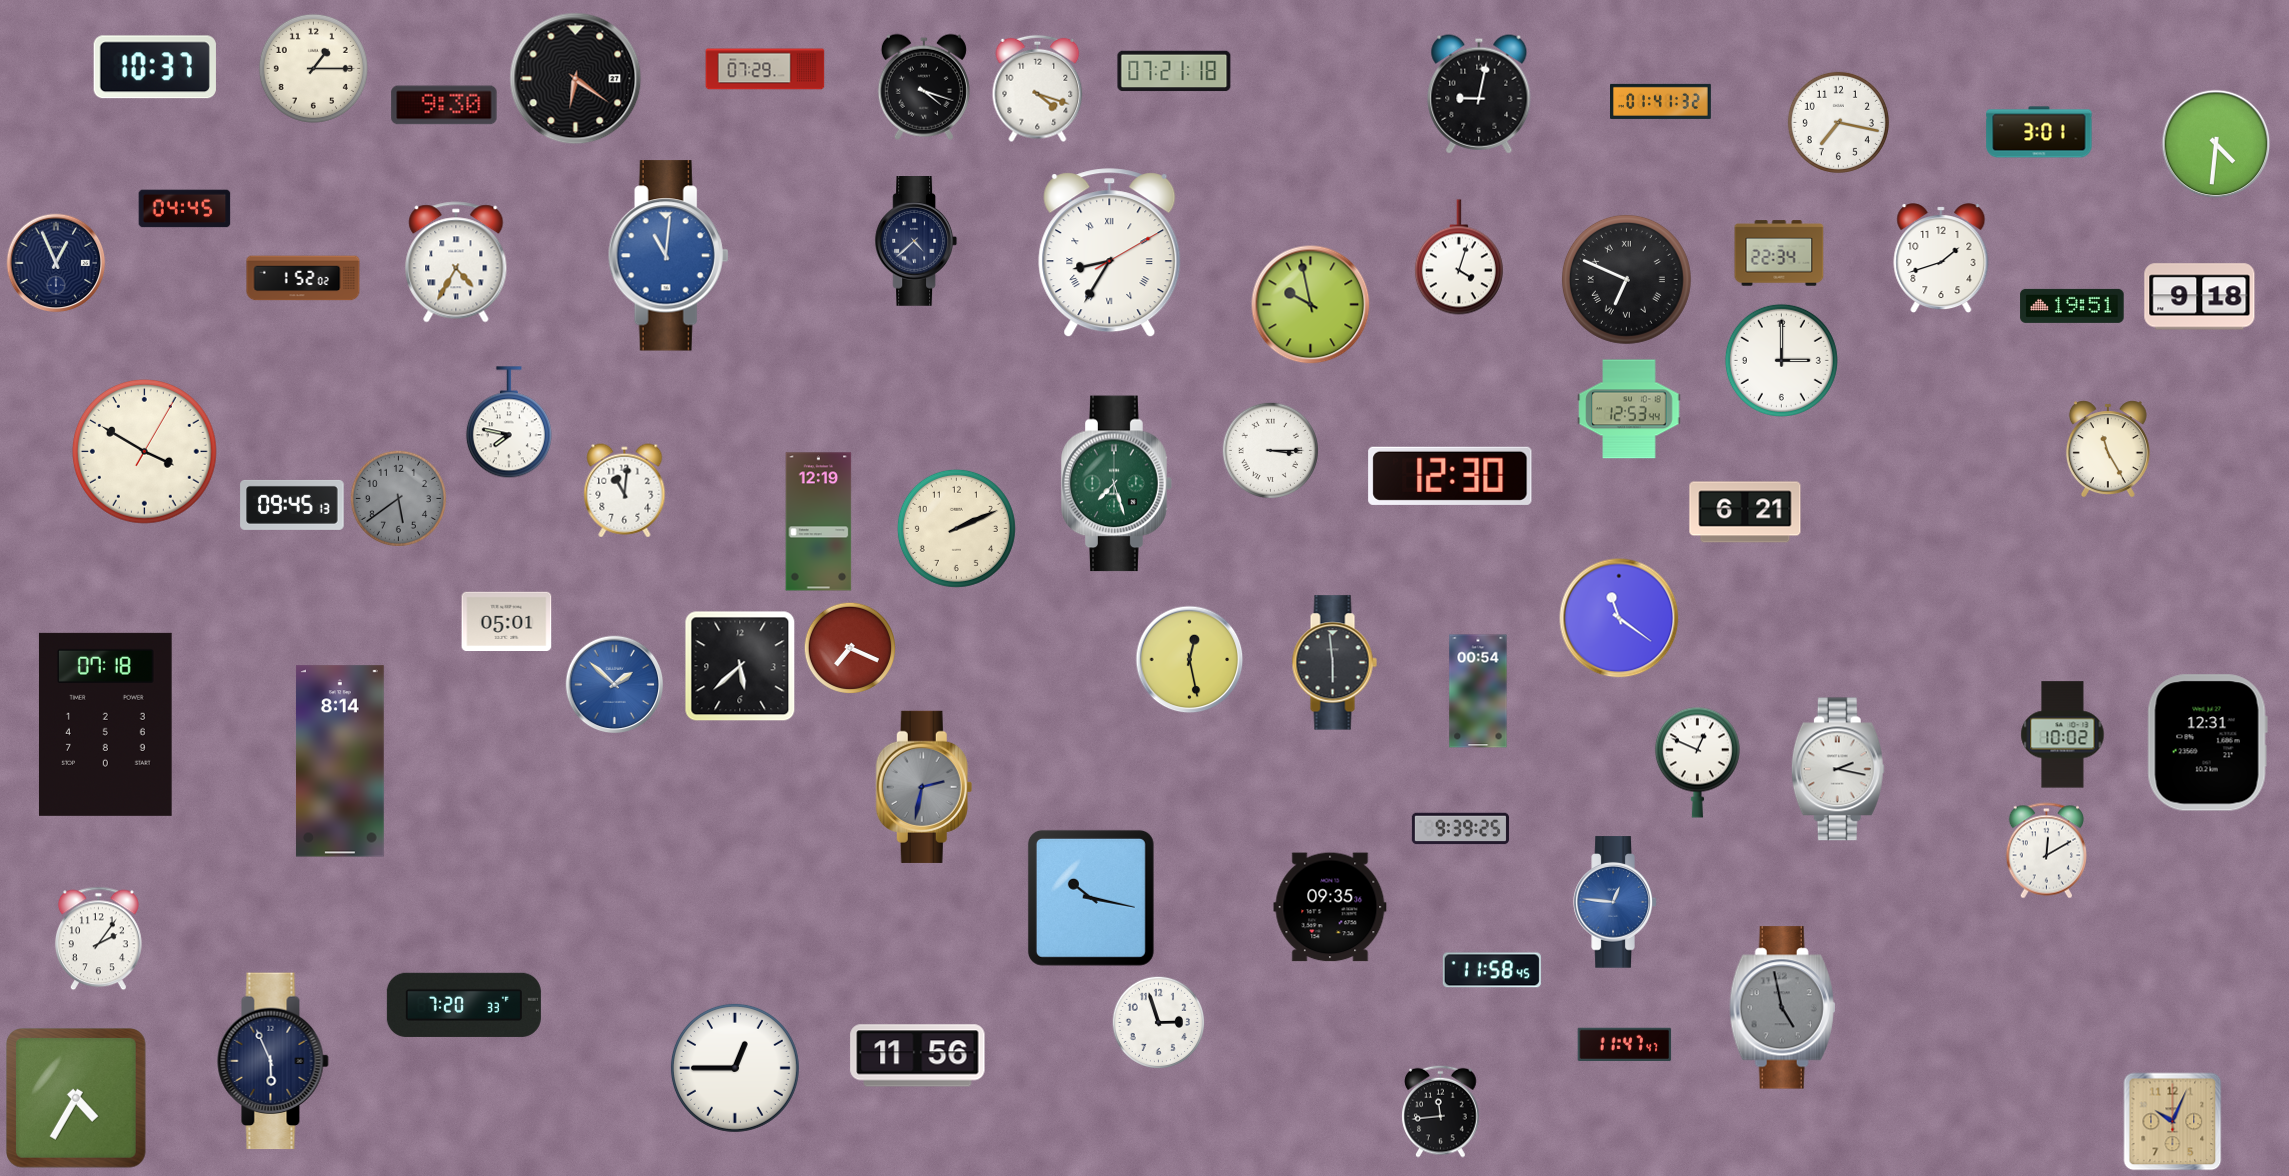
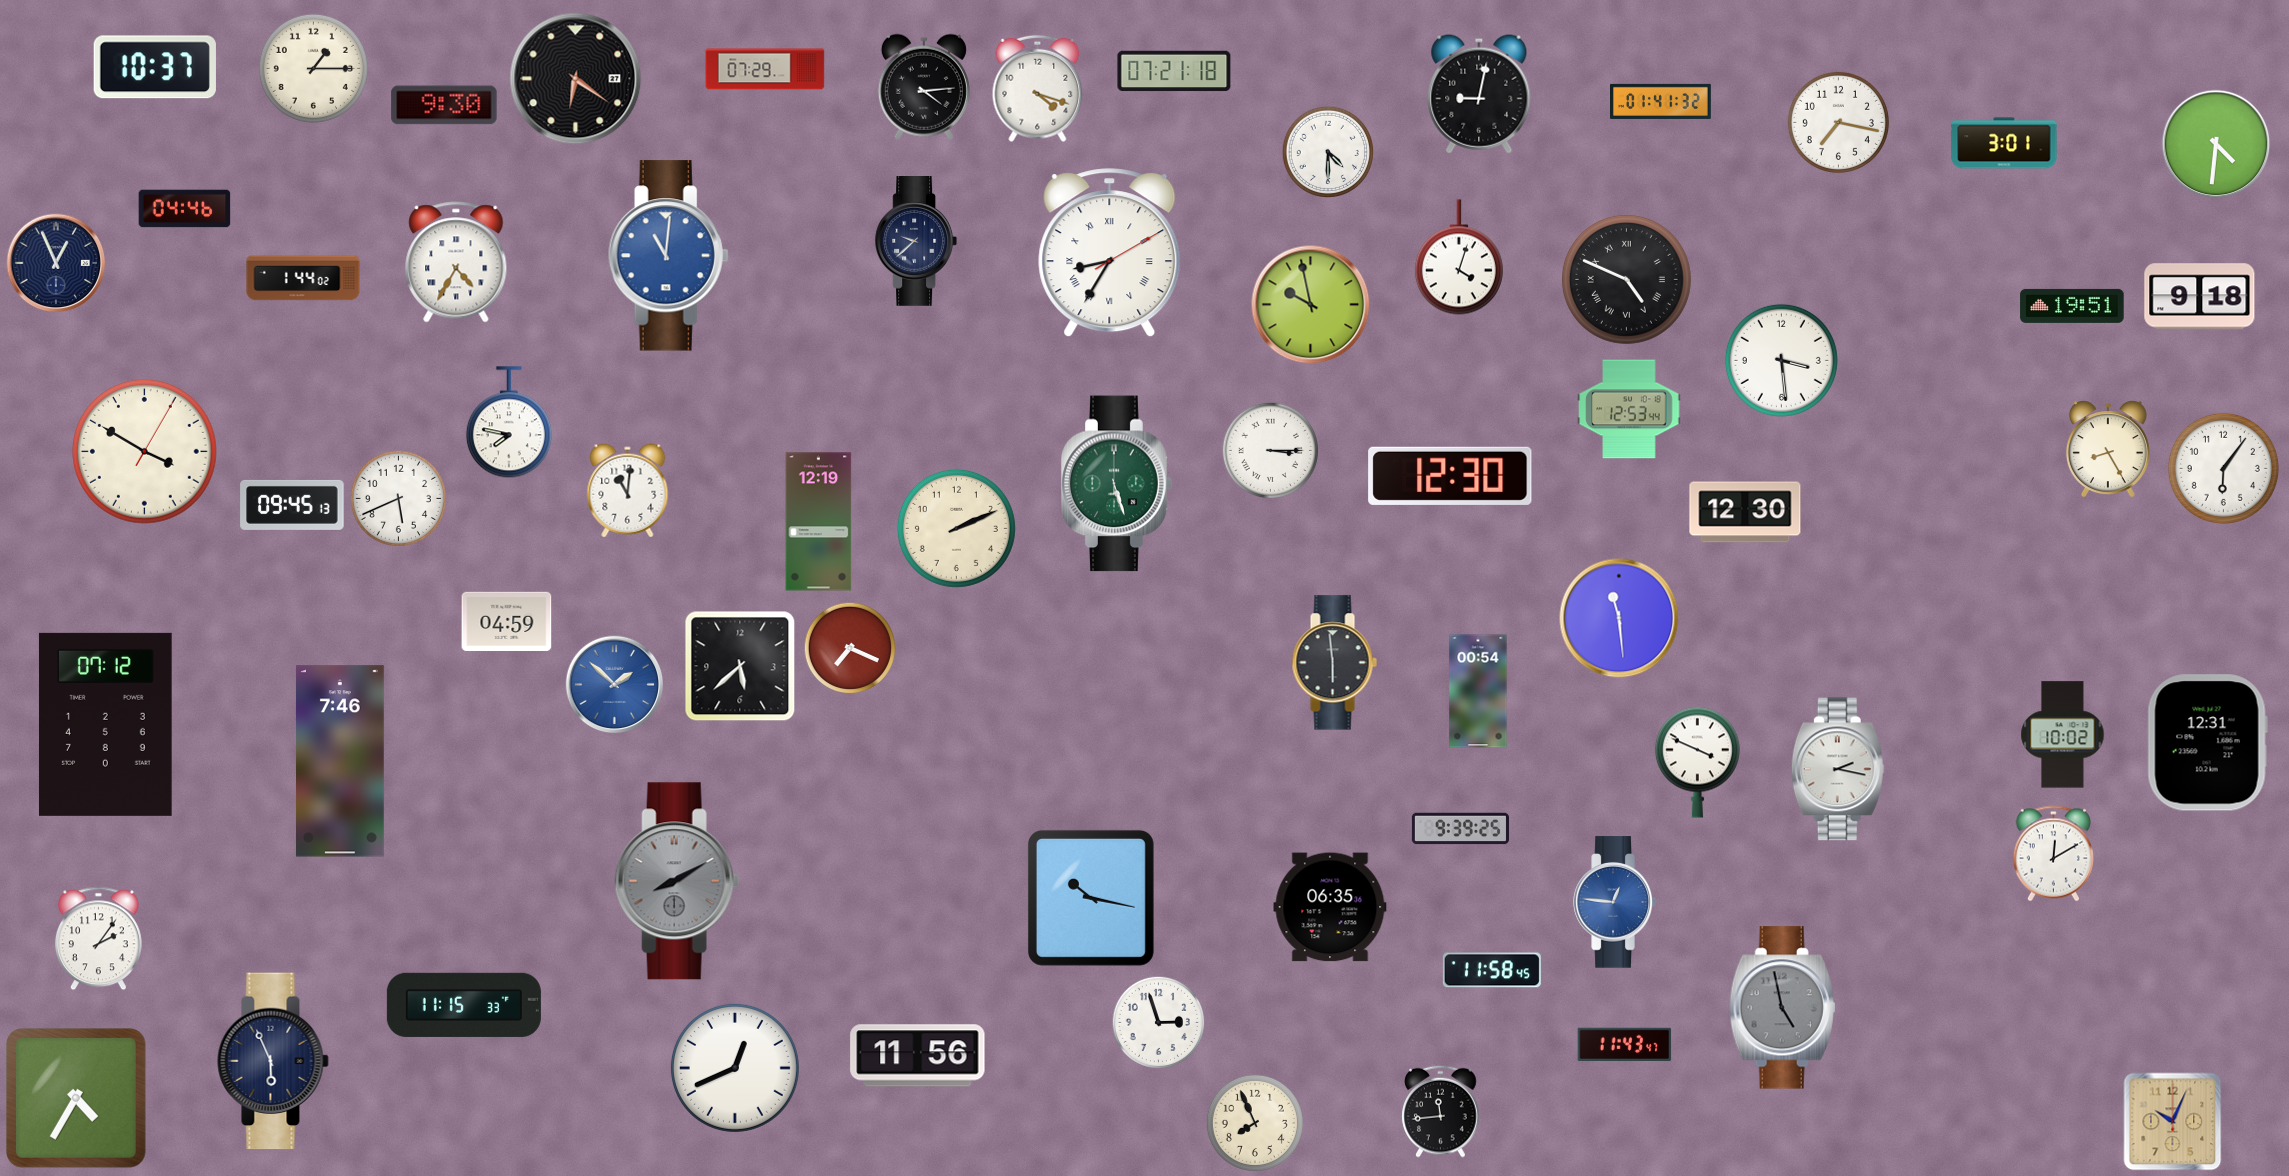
clock at (924, 87): 4:18 -> 4:14
clock at (2039, 132) position: (2039, 132) -> (2004, 143)
clock at (1327, 151): none -> 4:30
clock at (185, 209): 04:45 -> 04:46
clock at (916, 242): 4:38 -> 9:38
clock at (1779, 253): 22:34 -> none
clock at (1941, 259): 1:42 -> none
clock at (303, 278): 1:52 -> 1:44
clock at (1626, 279): 6:49 -> 4:49
clock at (1781, 360): 3:00 -> 3:29
clock at (2108, 449): 11:25 -> 8:25
clock at (2223, 468): none -> 6:06
clock at (1117, 484): 7:27 -> 5:27
clock at (625, 491) position: (625, 491) -> (628, 491)
clock at (398, 498): 5:39 -> 5:41
clock at (398, 498) dial: grey -> white
clock at (1745, 512): 6:21 -> 12:30
clock at (1619, 618): 11:21 -> 11:29
clock at (507, 621): 05:01 -> 04:59
clock at (1190, 660): 12:28 -> none
clock at (105, 724): 07:18 -> 07:12
clock at (340, 761): 8:14 -> 7:46
clock at (1697, 762): 12:49 -> 3:49
clock at (924, 787): 2:32 -> none
clock at (2046, 851) position: (2046, 851) -> (2053, 854)
clock at (677, 881): none -> 8:10
clock at (1330, 907): 09:35 -> 06:35
clock at (464, 1005): 7:20 -> 11:15
clock at (1625, 1044): 11:47 -> 11:43
clock at (735, 1068): 12:45 -> 12:41
clock at (1255, 1123): none -> 7:56
